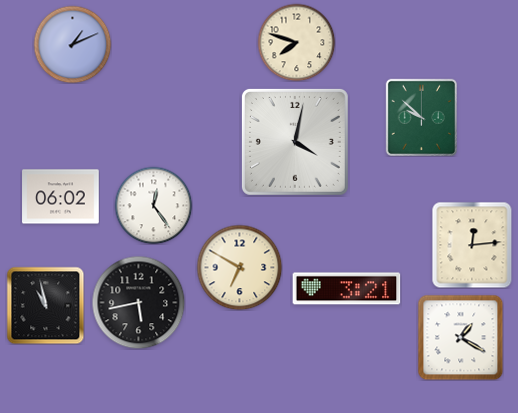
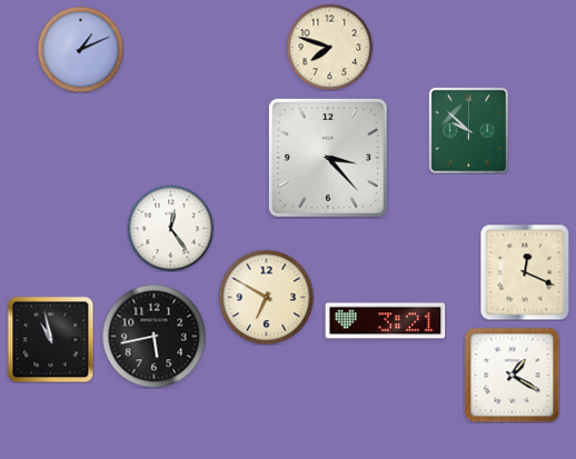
clock at (295, 142): 4:02 -> 3:23
clock at (61, 197): 06:02 -> none
clock at (472, 245): 12:14 -> 12:19
